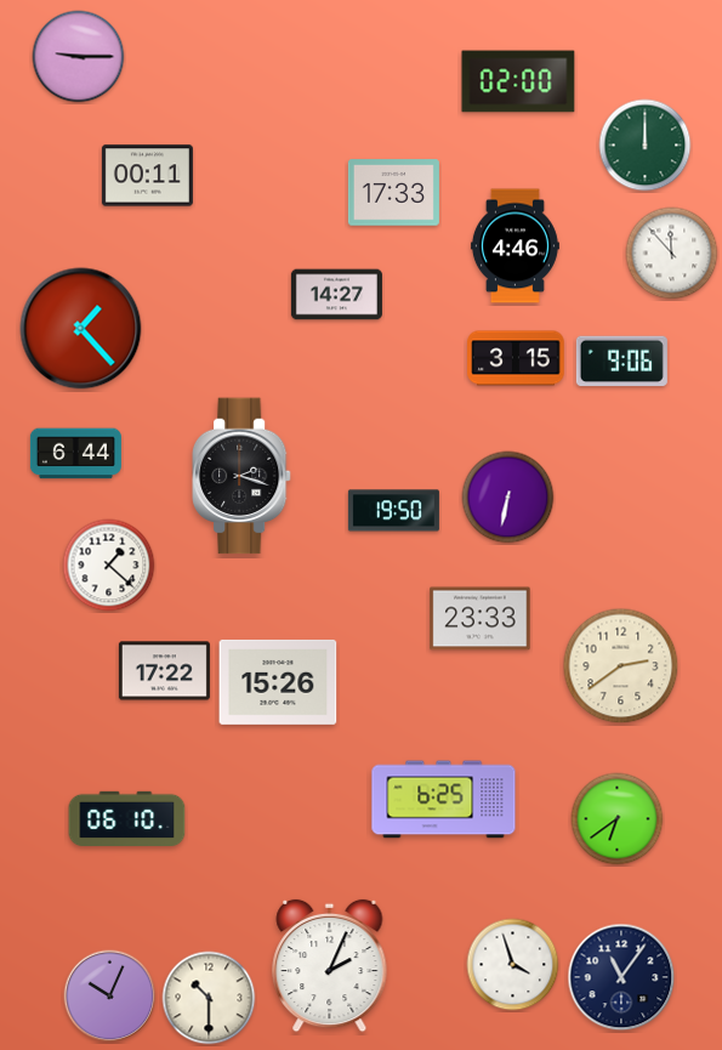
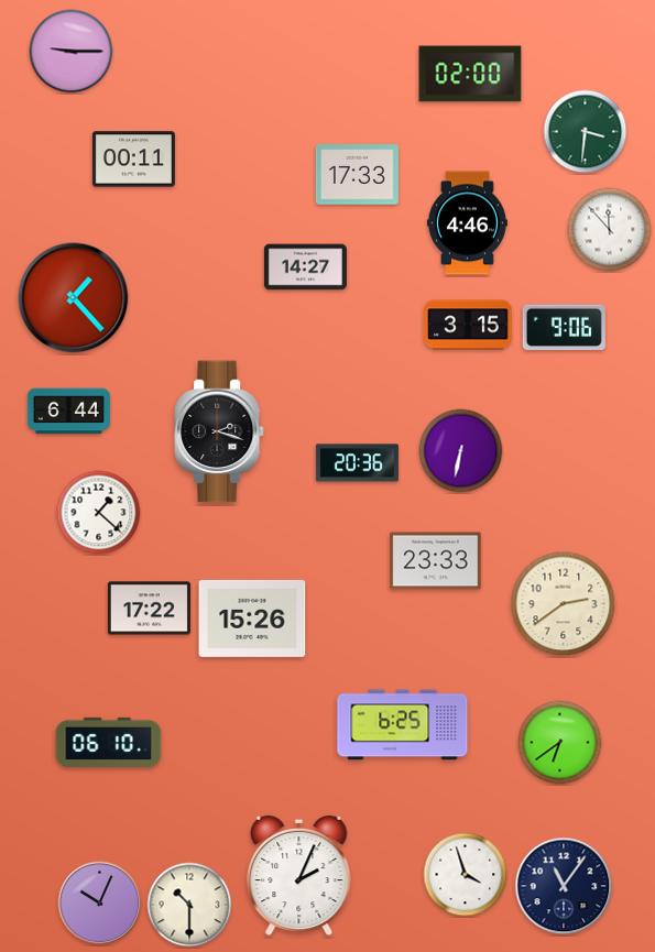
clock at (646, 146): 12:00 -> 3:31
clock at (393, 511): 19:50 -> 20:36
clock at (127, 818) position: (127, 818) -> (109, 742)
